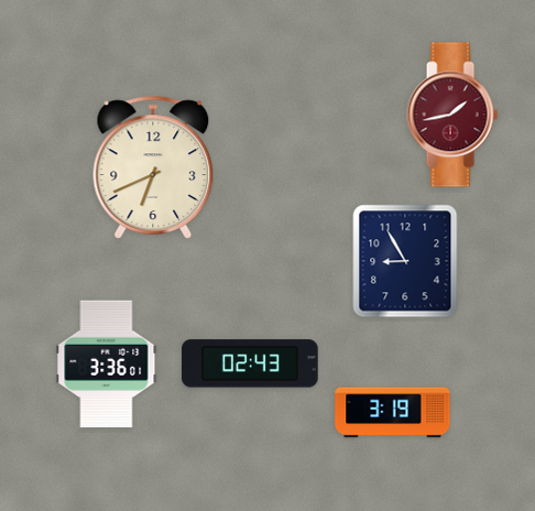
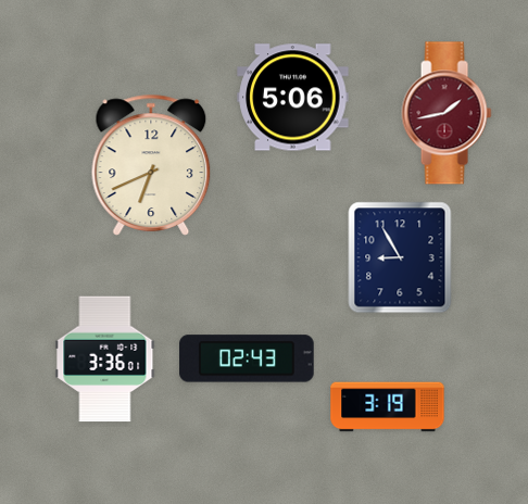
clock at (293, 98): none -> 5:06
